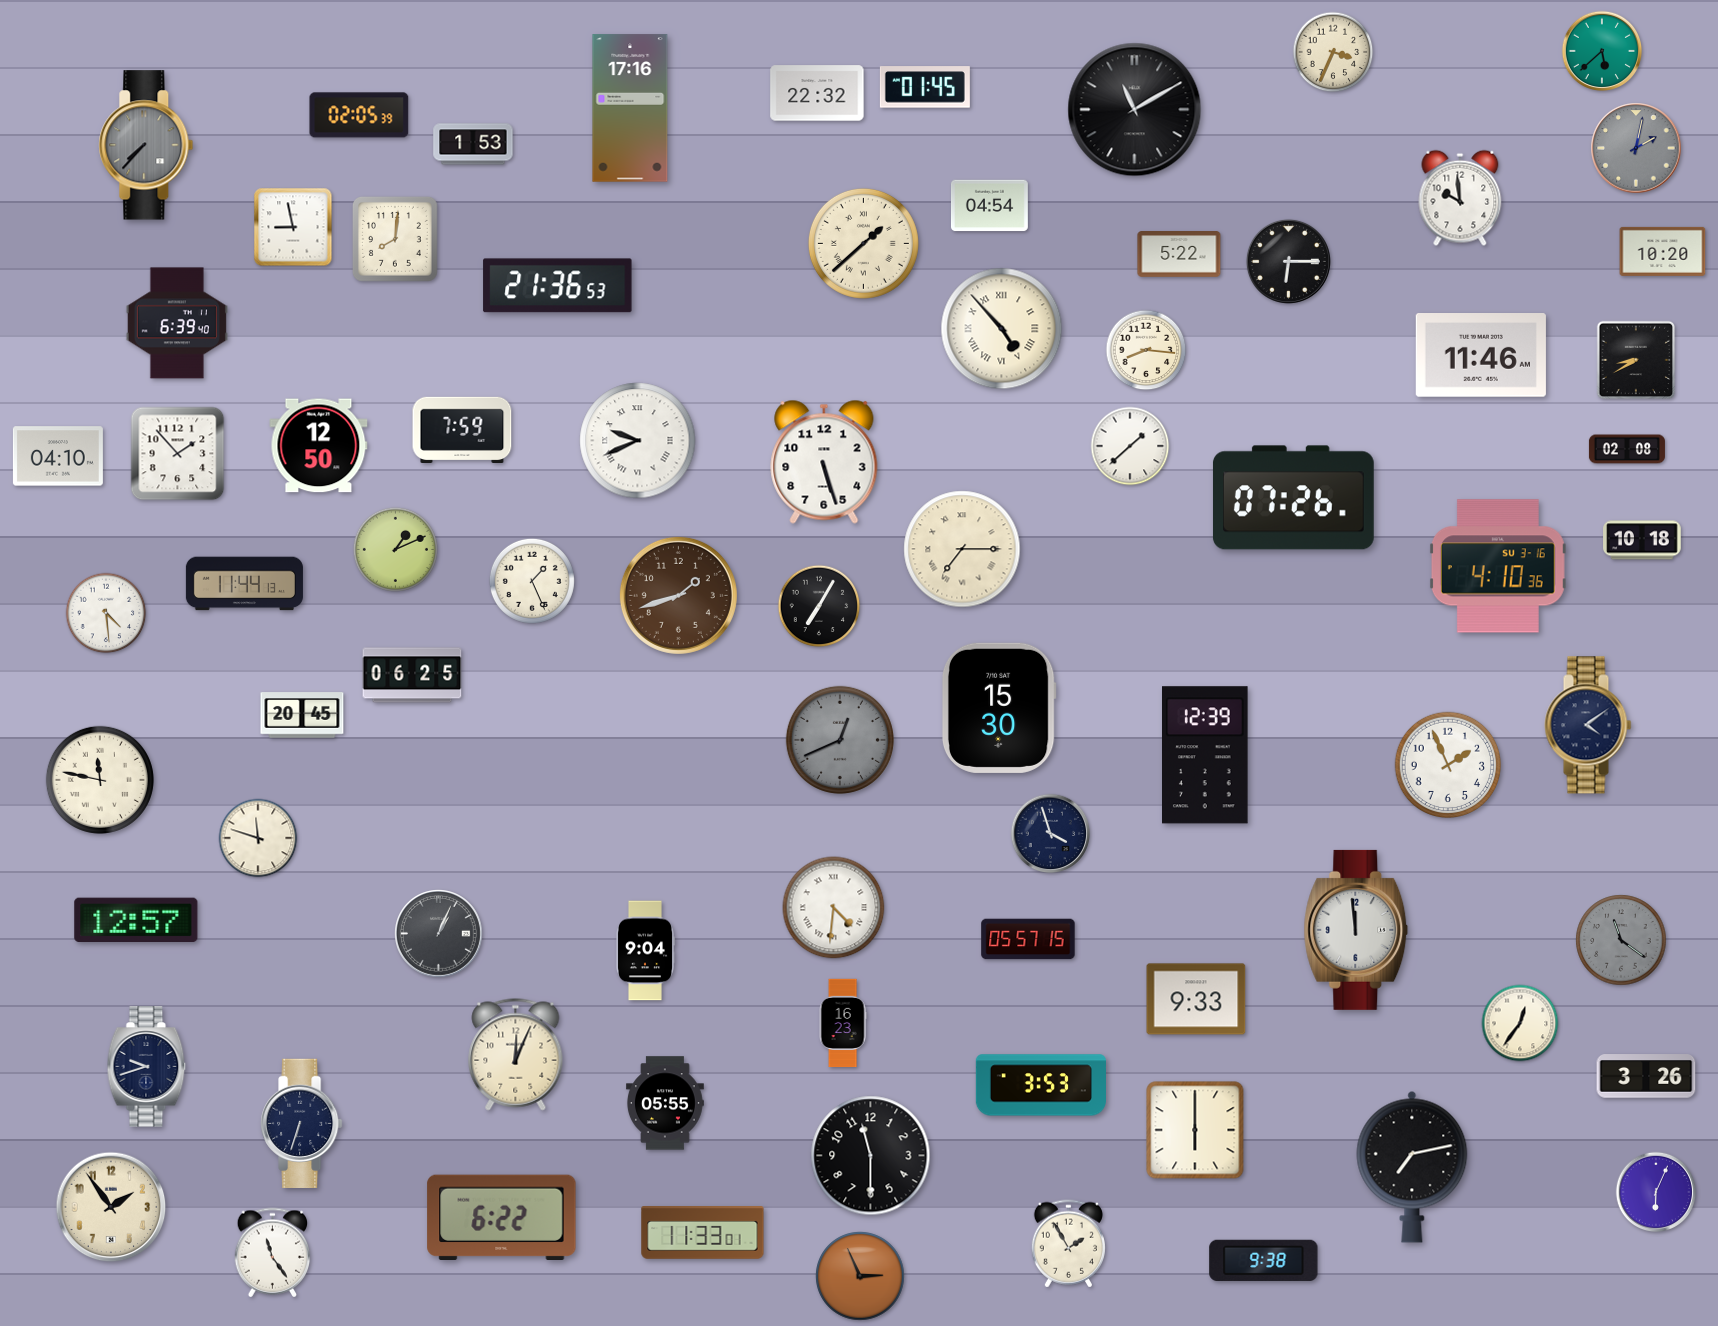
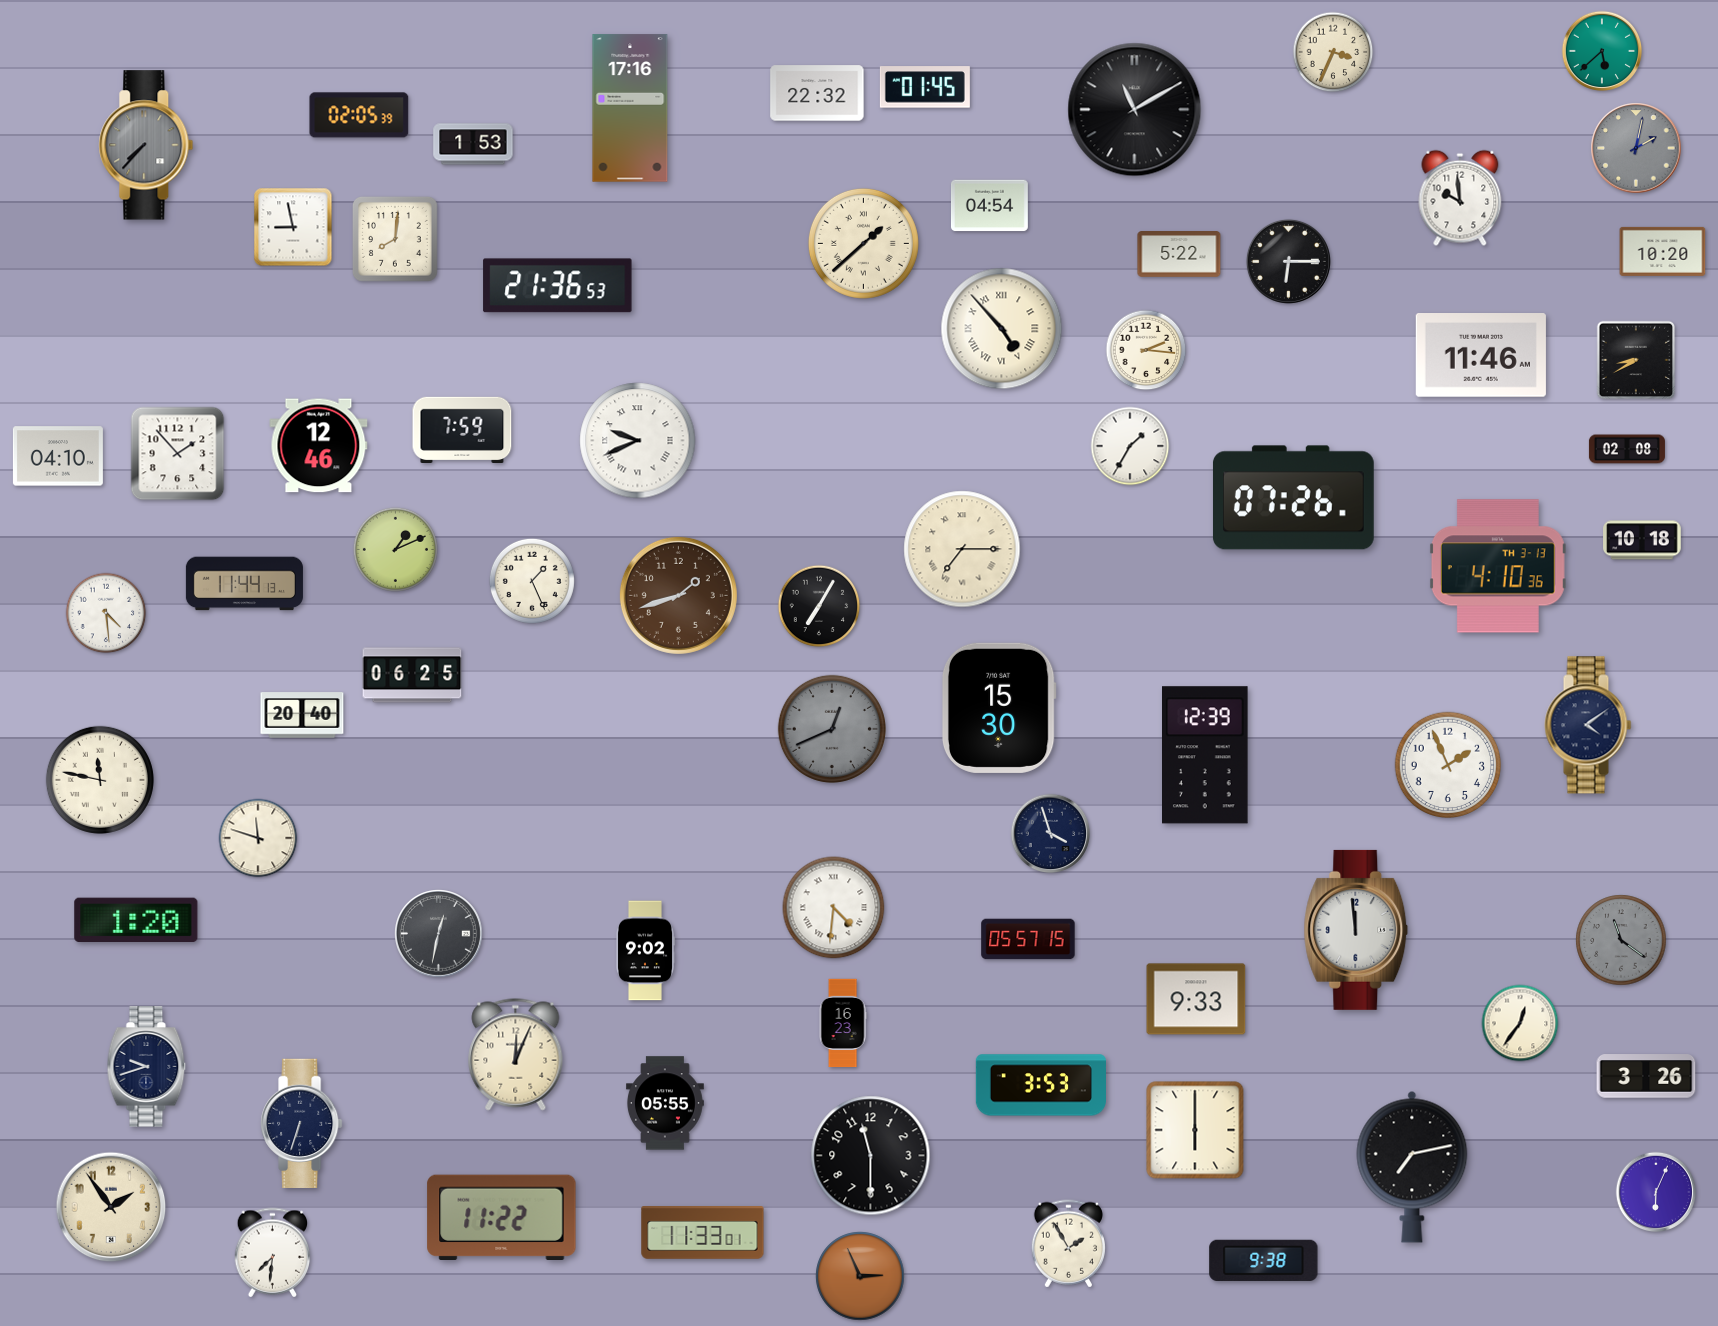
clock at (177, 323): 6:39 -> none
clock at (1146, 350): 8:16 -> 2:16
clock at (319, 446): 12:50 -> 12:46
clock at (1130, 446): 1:38 -> 1:35
clock at (824, 462): 5:27 -> none
clock at (1498, 566) date: SU 3-16 -> TH 3-13
clock at (302, 715): 20:45 -> 20:40
clock at (840, 740) position: (840, 740) -> (832, 729)
clock at (136, 920): 12:57 -> 1:20
clock at (439, 934): 1:04 -> 12:32
clock at (644, 951): 9:04 -> 9:02
clock at (502, 1217): 6:22 -> 11:22
clock at (273, 1253): 11:24 -> 7:31
